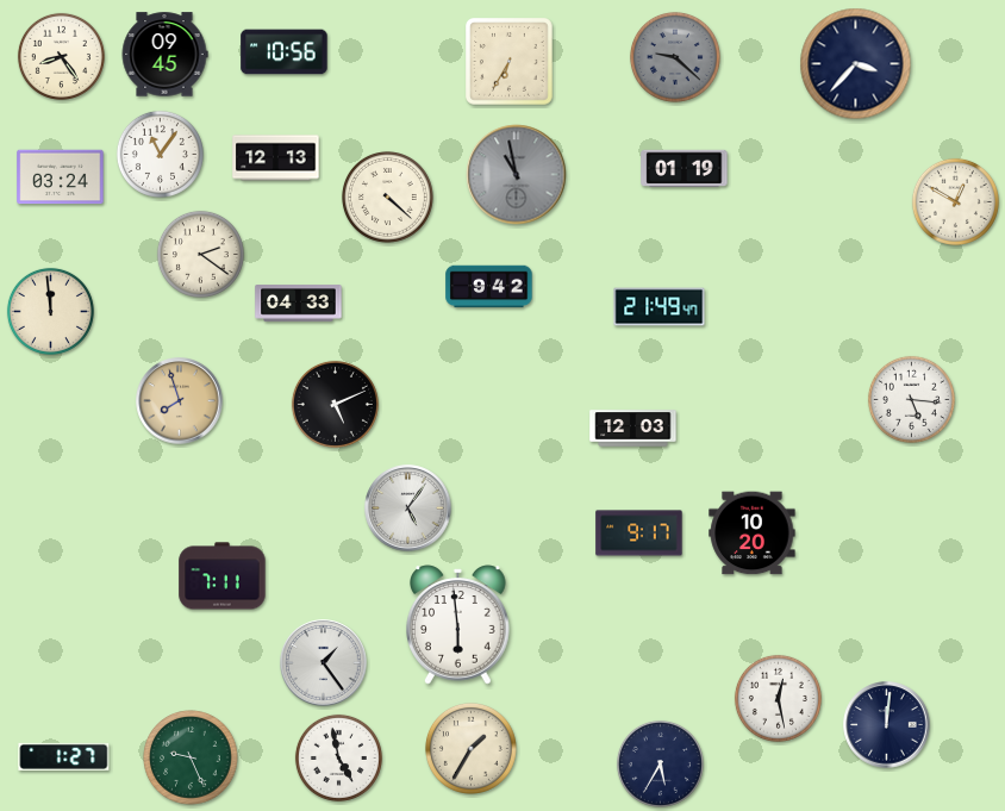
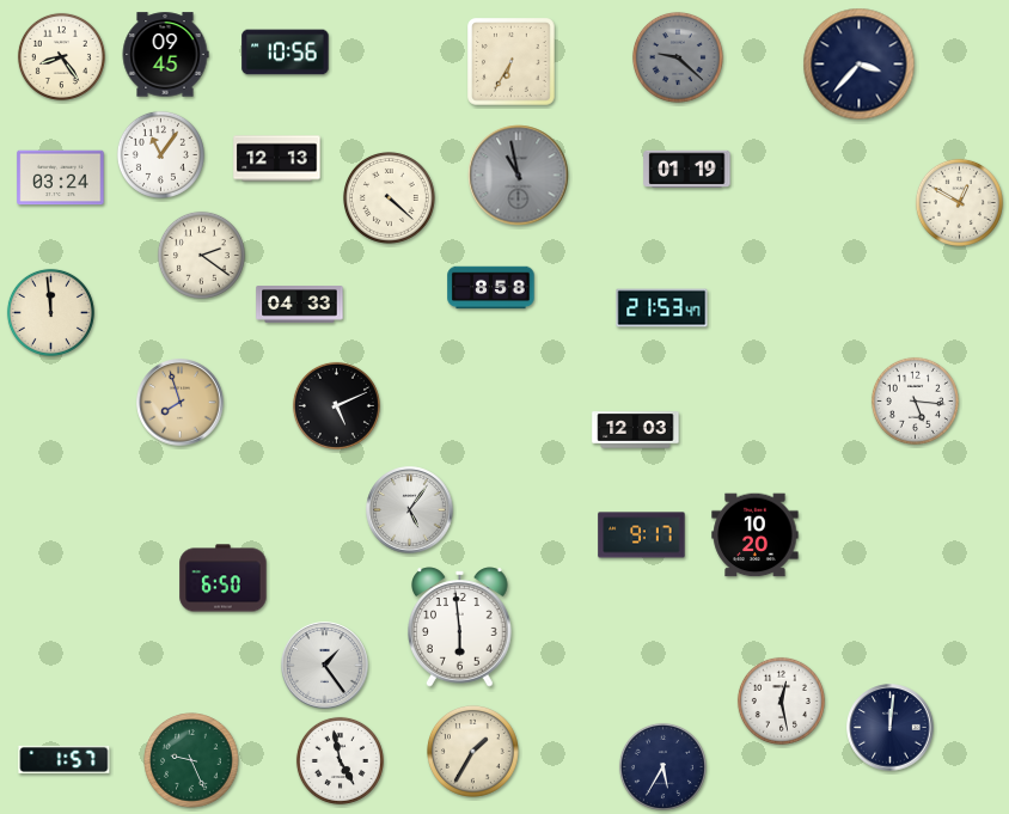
clock at (489, 287): 9:42 -> 8:58
clock at (660, 307): 21:49 -> 21:53
clock at (223, 576): 7:11 -> 6:50
clock at (64, 756): 1:27 -> 1:57
